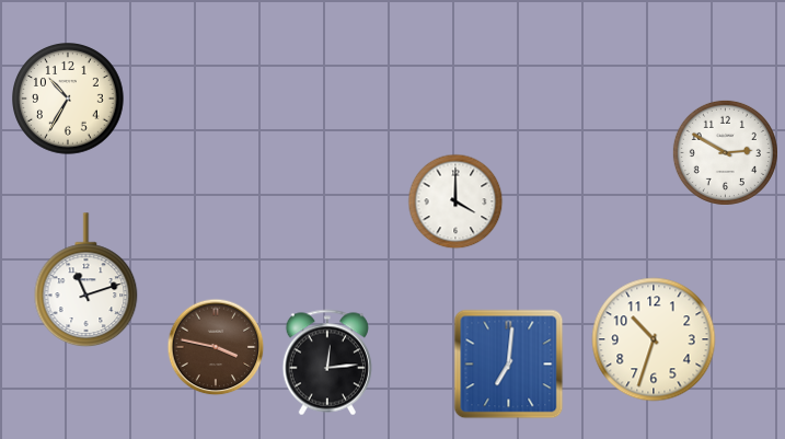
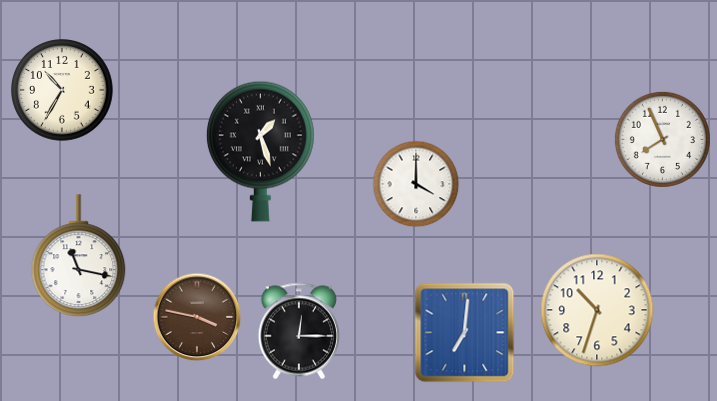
clock at (725, 152): 2:50 -> 7:56
clock at (260, 151): none -> 1:27
clock at (86, 280): 11:12 -> 11:17
clock at (326, 362): 12:14 -> 12:15
